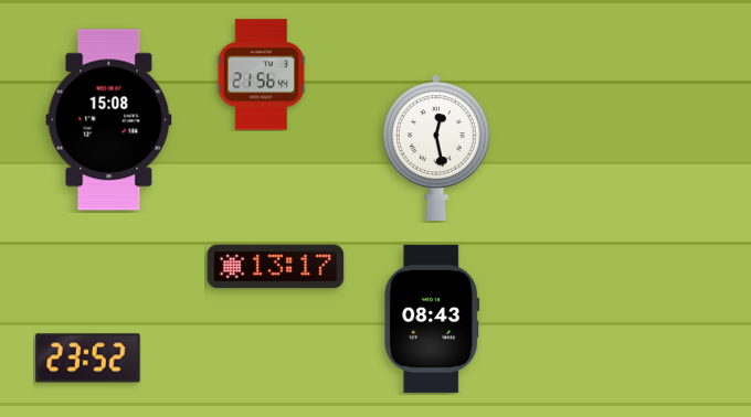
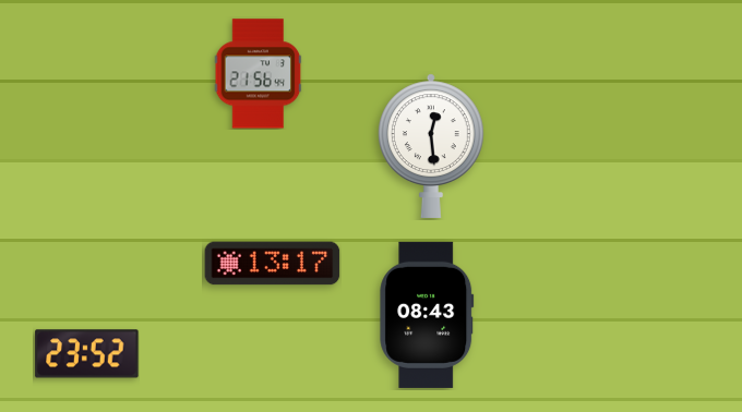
clock at (109, 120): 15:08 -> none
clock at (436, 148): 12:28 -> 12:29
